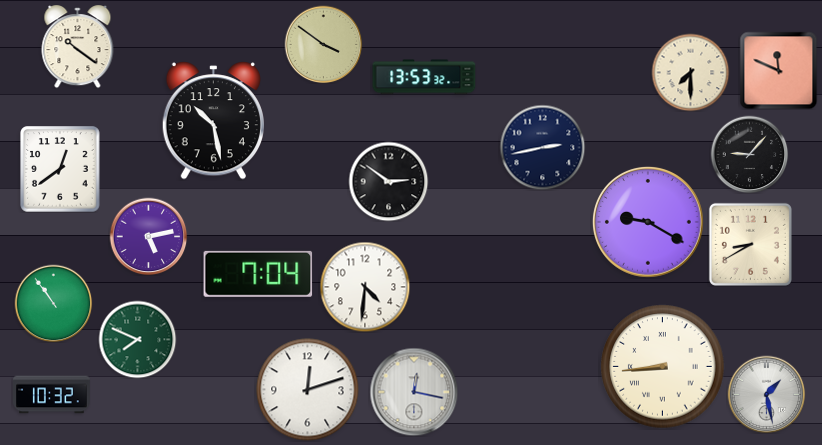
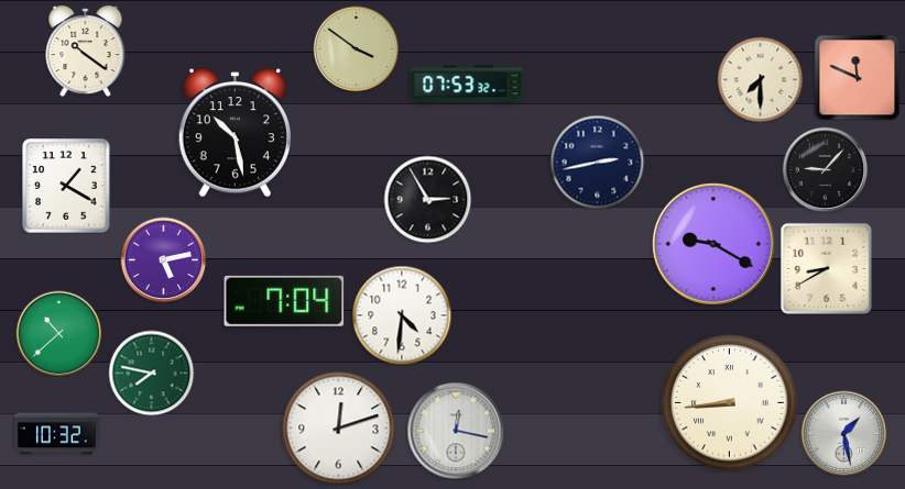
clock at (424, 77): 13:53 -> 07:53
clock at (61, 169): 12:39 -> 1:20
clock at (388, 181): 2:51 -> 2:55
clock at (53, 303): 10:54 -> 10:38
clock at (137, 339): 7:49 -> 7:47
